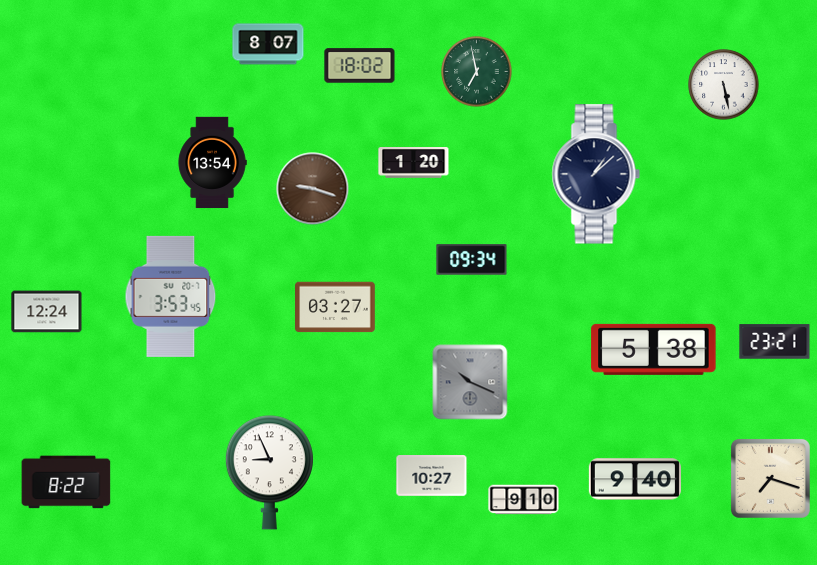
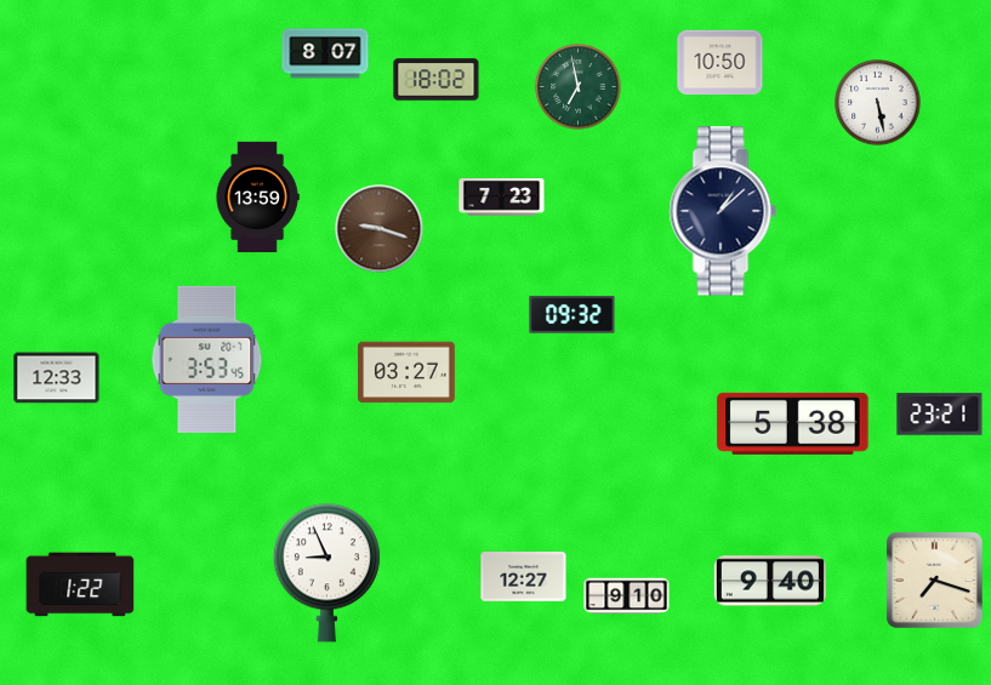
clock at (721, 63): none -> 10:50
clock at (212, 163): 13:54 -> 13:59
clock at (414, 163): 1:20 -> 7:23
clock at (472, 260): 09:34 -> 09:32
clock at (47, 312): 12:24 -> 12:33
clock at (470, 382): 10:19 -> none
clock at (432, 476): 10:27 -> 12:27
clock at (66, 482): 8:22 -> 1:22
clock at (524, 500) position: (524, 500) -> (627, 596)
